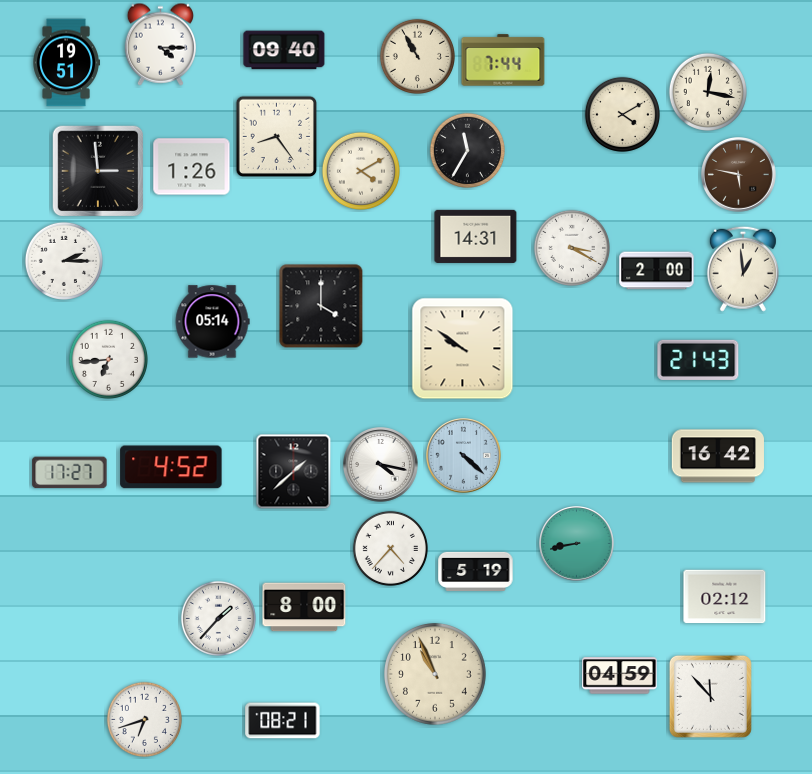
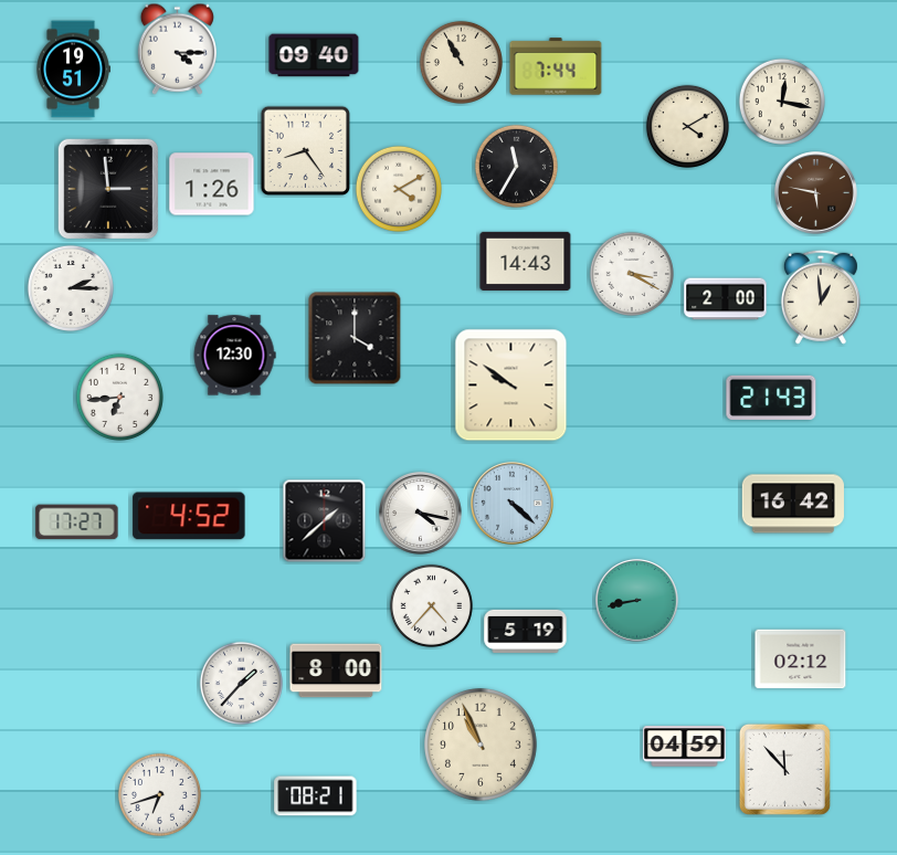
clock at (476, 236): 14:31 -> 14:43
clock at (212, 322): 05:14 -> 12:30
clock at (283, 721) position: (283, 721) -> (316, 796)
